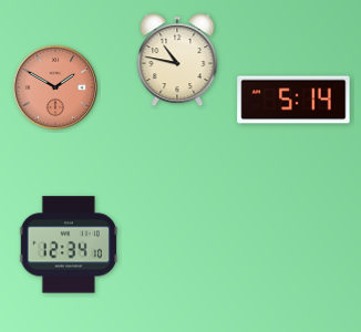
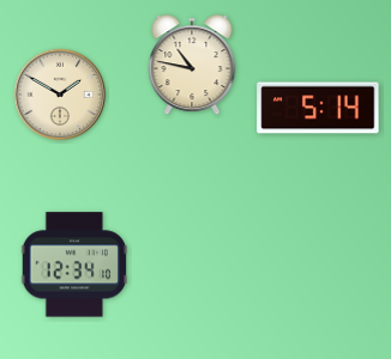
clock at (55, 87) dial: salmon -> cream
